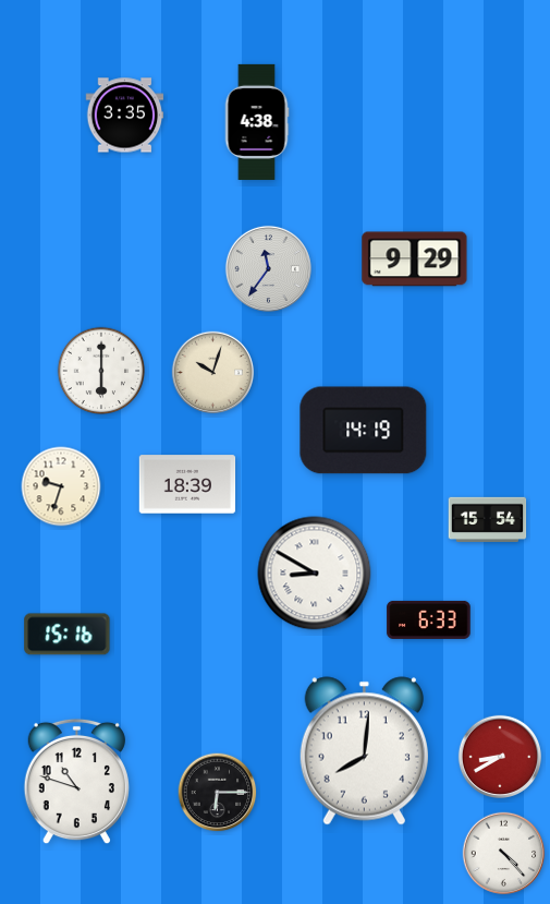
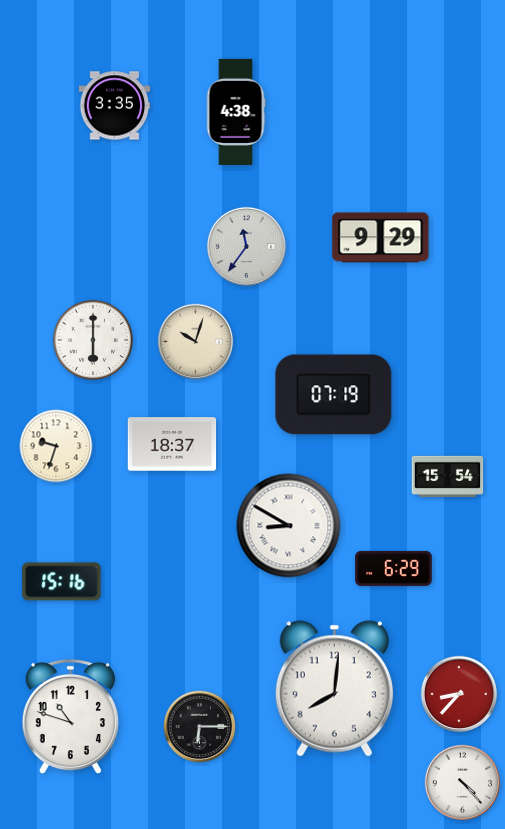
clock at (364, 431): 14:19 -> 07:19
clock at (187, 484): 18:39 -> 18:37
clock at (429, 619): 6:33 -> 6:29
clock at (499, 756): 8:40 -> 8:37
